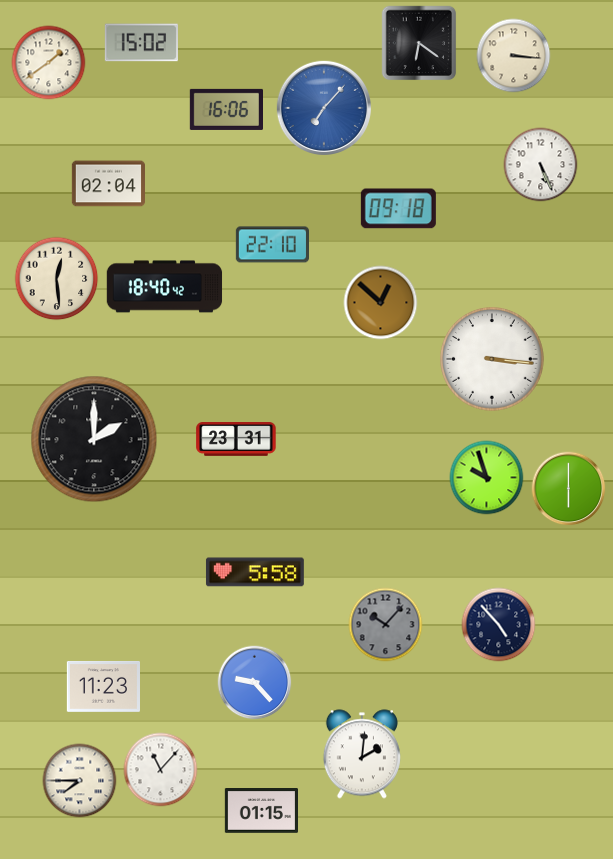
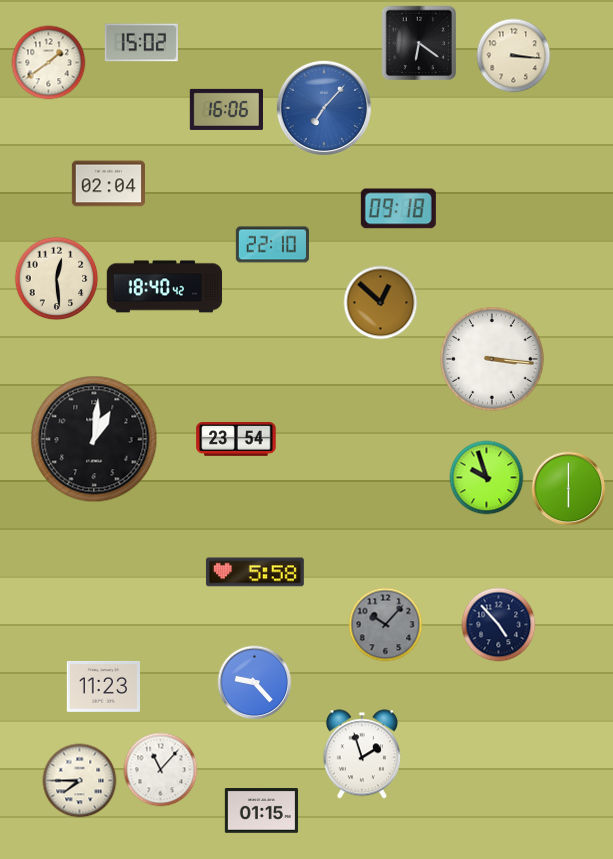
clock at (541, 165): 5:26 -> none
clock at (94, 439): 2:00 -> 1:01
clock at (236, 440): 23:31 -> 23:54
clock at (362, 754): 2:01 -> 1:57
